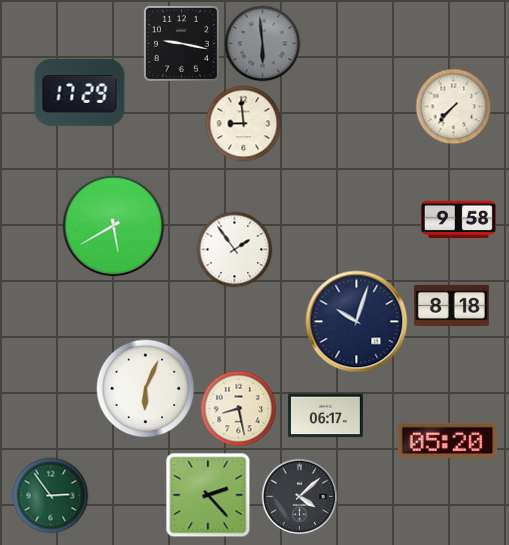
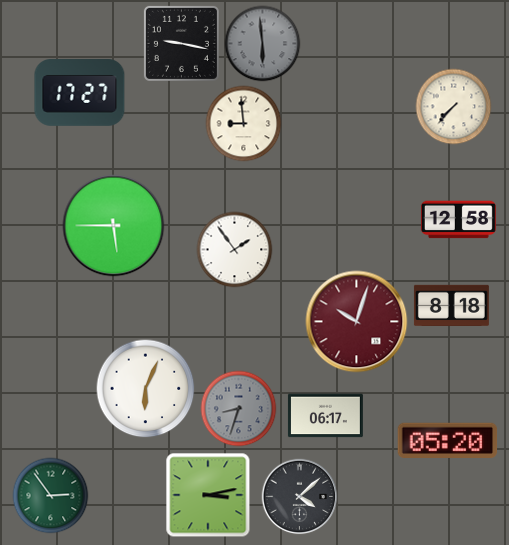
clock at (80, 93): 17:29 -> 17:27
clock at (458, 220): 9:58 -> 12:58
clock at (114, 226): 5:40 -> 5:45
clock at (357, 322) dial: navy -> burgundy
clock at (239, 409): 8:28 -> 8:33
clock at (239, 409) dial: cream -> grey
clock at (208, 495): 2:23 -> 3:13
